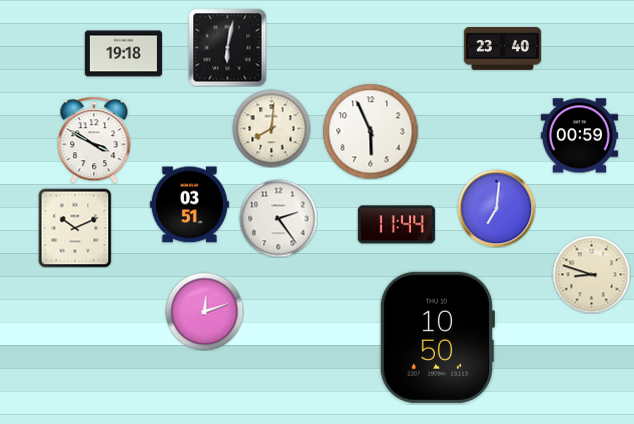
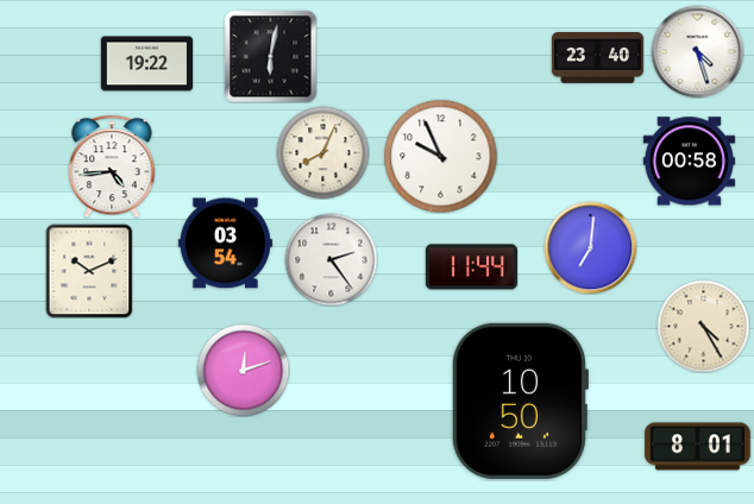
clock at (697, 51): none -> 4:27
clock at (123, 54): 19:18 -> 19:22
clock at (271, 128): 8:01 -> 8:04
clock at (370, 131): 5:56 -> 9:56
clock at (579, 136): 00:59 -> 00:58
clock at (94, 140): 3:50 -> 4:44
clock at (189, 205): 03:51 -> 03:54
clock at (591, 274): 8:48 -> 4:25
clock at (698, 447): none -> 8:01
